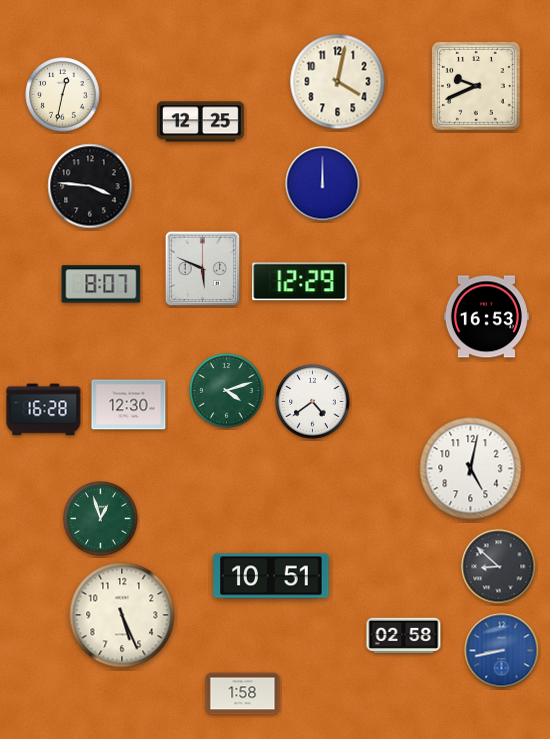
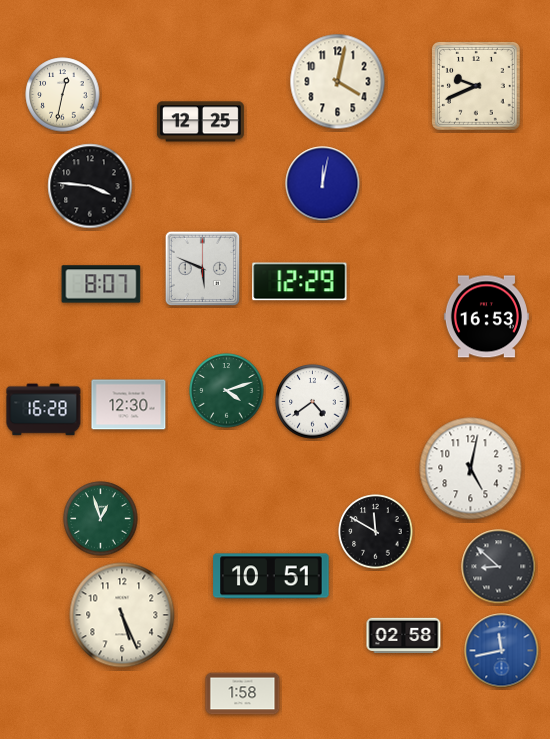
clock at (323, 184): 12:00 -> 12:02
clock at (376, 532): none -> 11:50
clock at (502, 651): 8:43 -> 11:43
